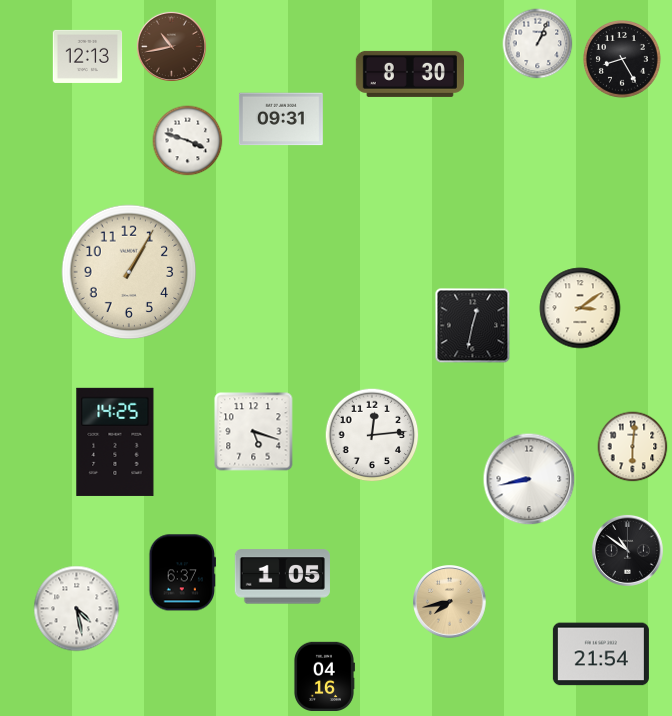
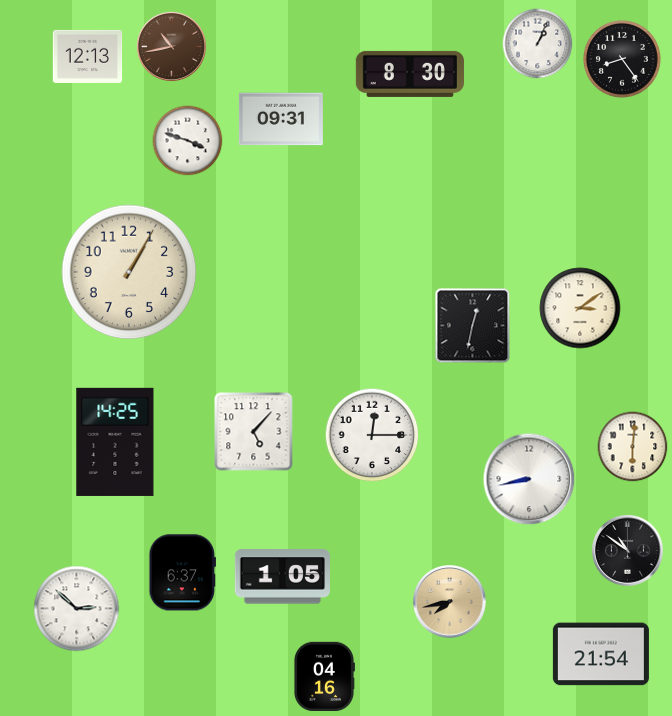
clock at (622, 59): 8:25 -> 8:24
clock at (254, 432): 5:18 -> 5:07
clock at (372, 435): 12:14 -> 12:15
clock at (77, 609): 4:28 -> 2:52
